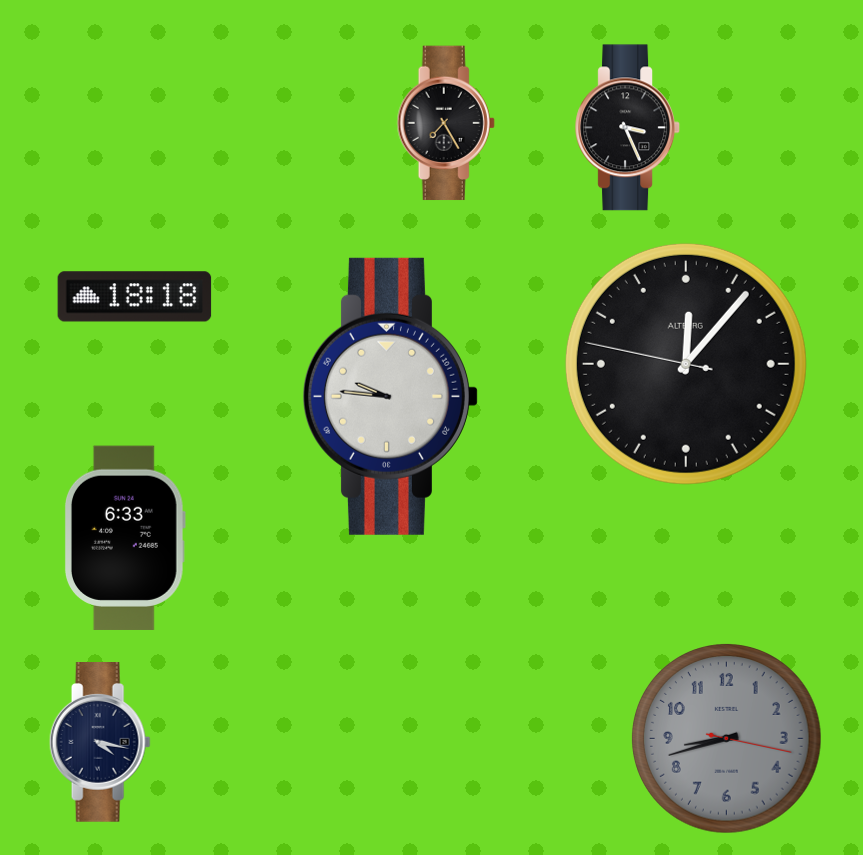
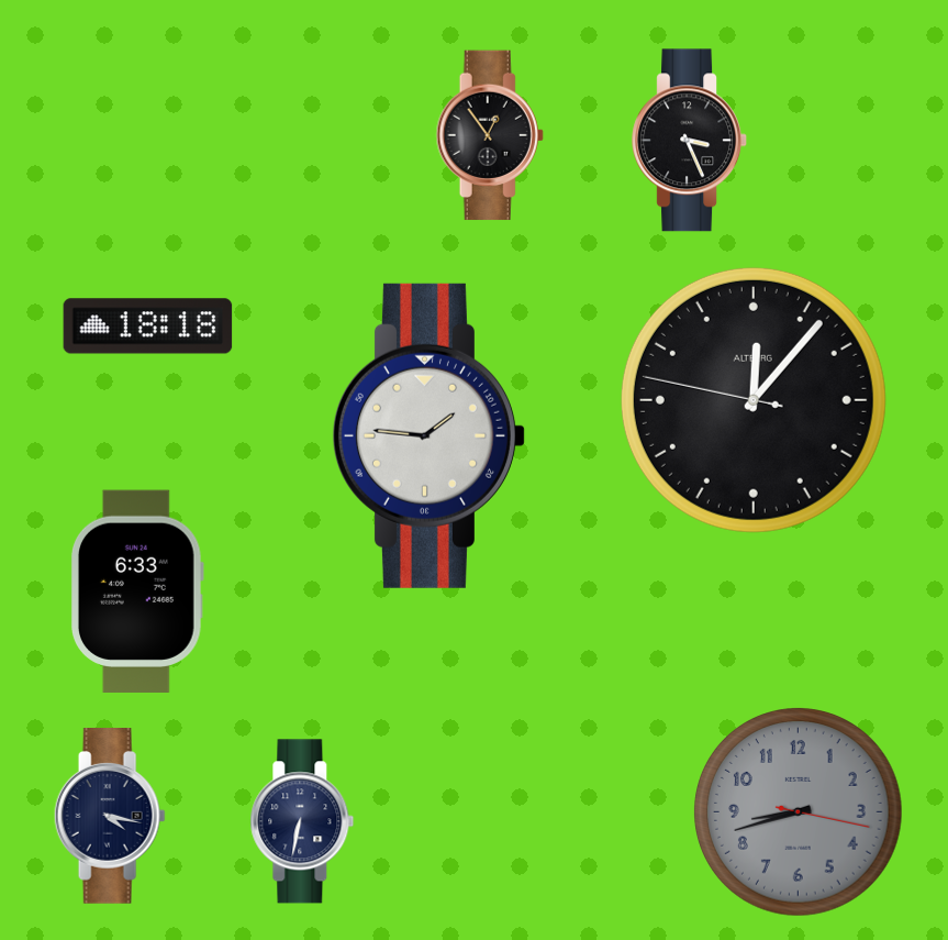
clock at (446, 123): 7:25 -> 12:54
clock at (390, 396): 9:46 -> 1:46
clock at (302, 821): none -> 6:32
